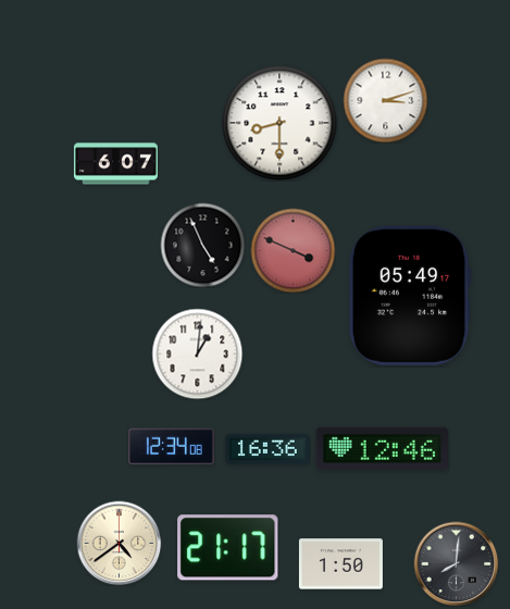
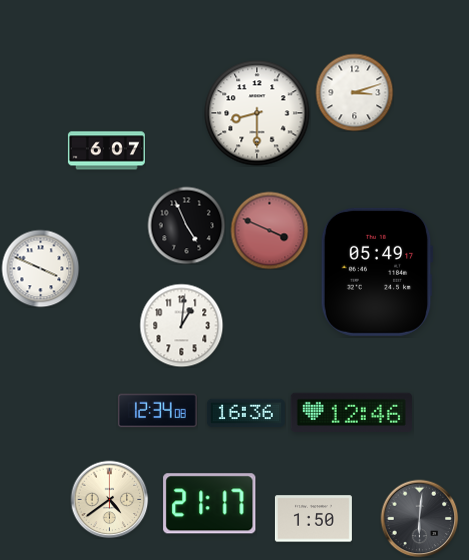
clock at (40, 268): none -> 3:49
clock at (456, 563): 8:01 -> 6:01
